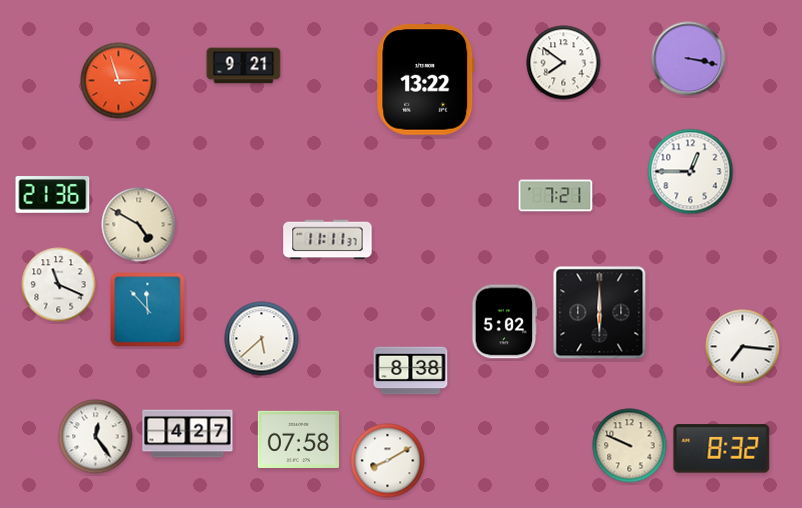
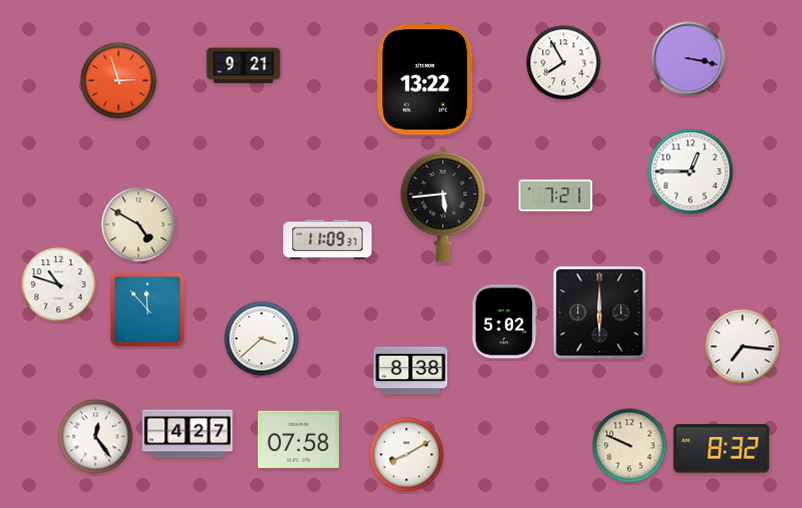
clock at (564, 63): 7:51 -> 7:55
clock at (53, 195): 21:36 -> none
clock at (443, 204): none -> 5:44
clock at (328, 240): 11:11 -> 11:09
clock at (59, 285): 11:19 -> 10:48
clock at (262, 339): 5:38 -> 3:38
clock at (388, 461) position: (388, 461) -> (407, 455)
